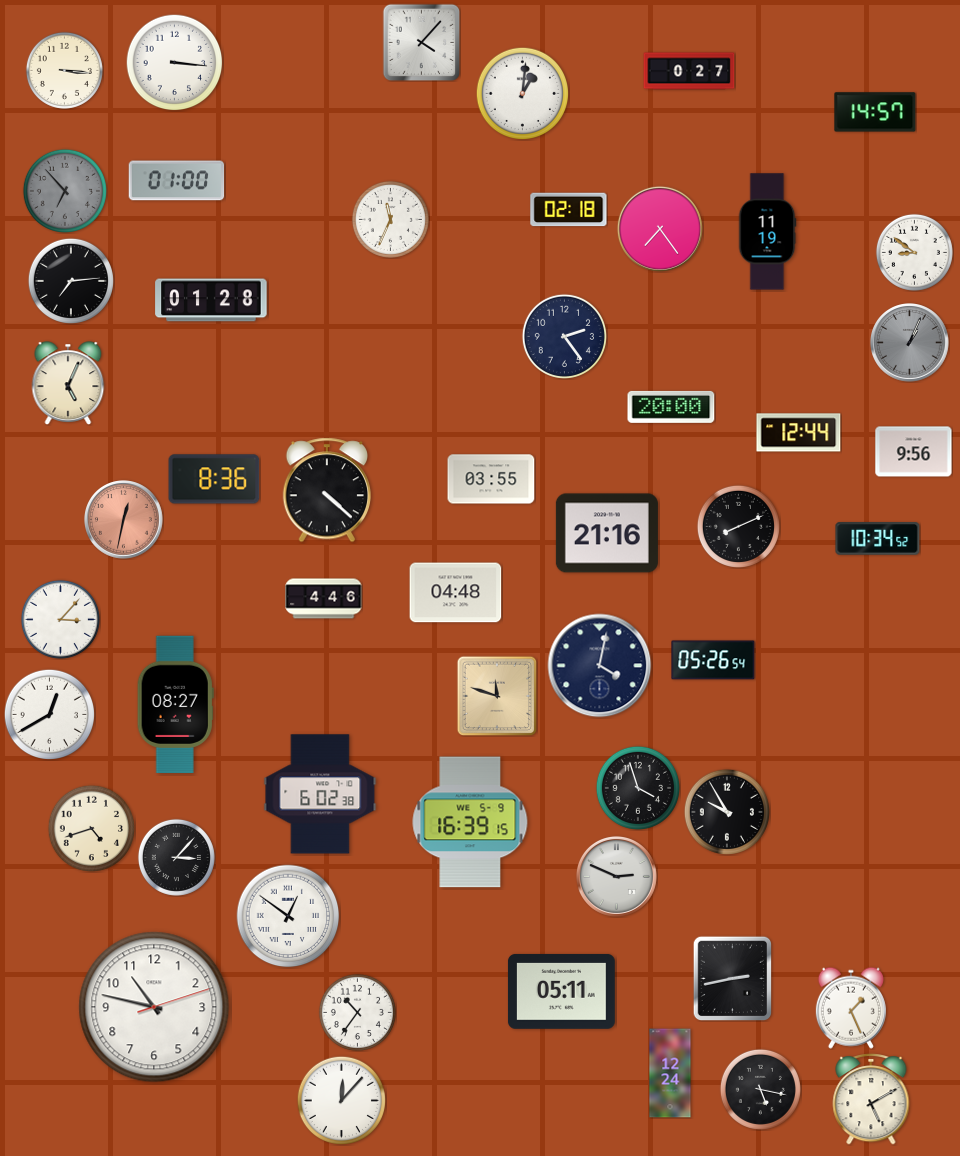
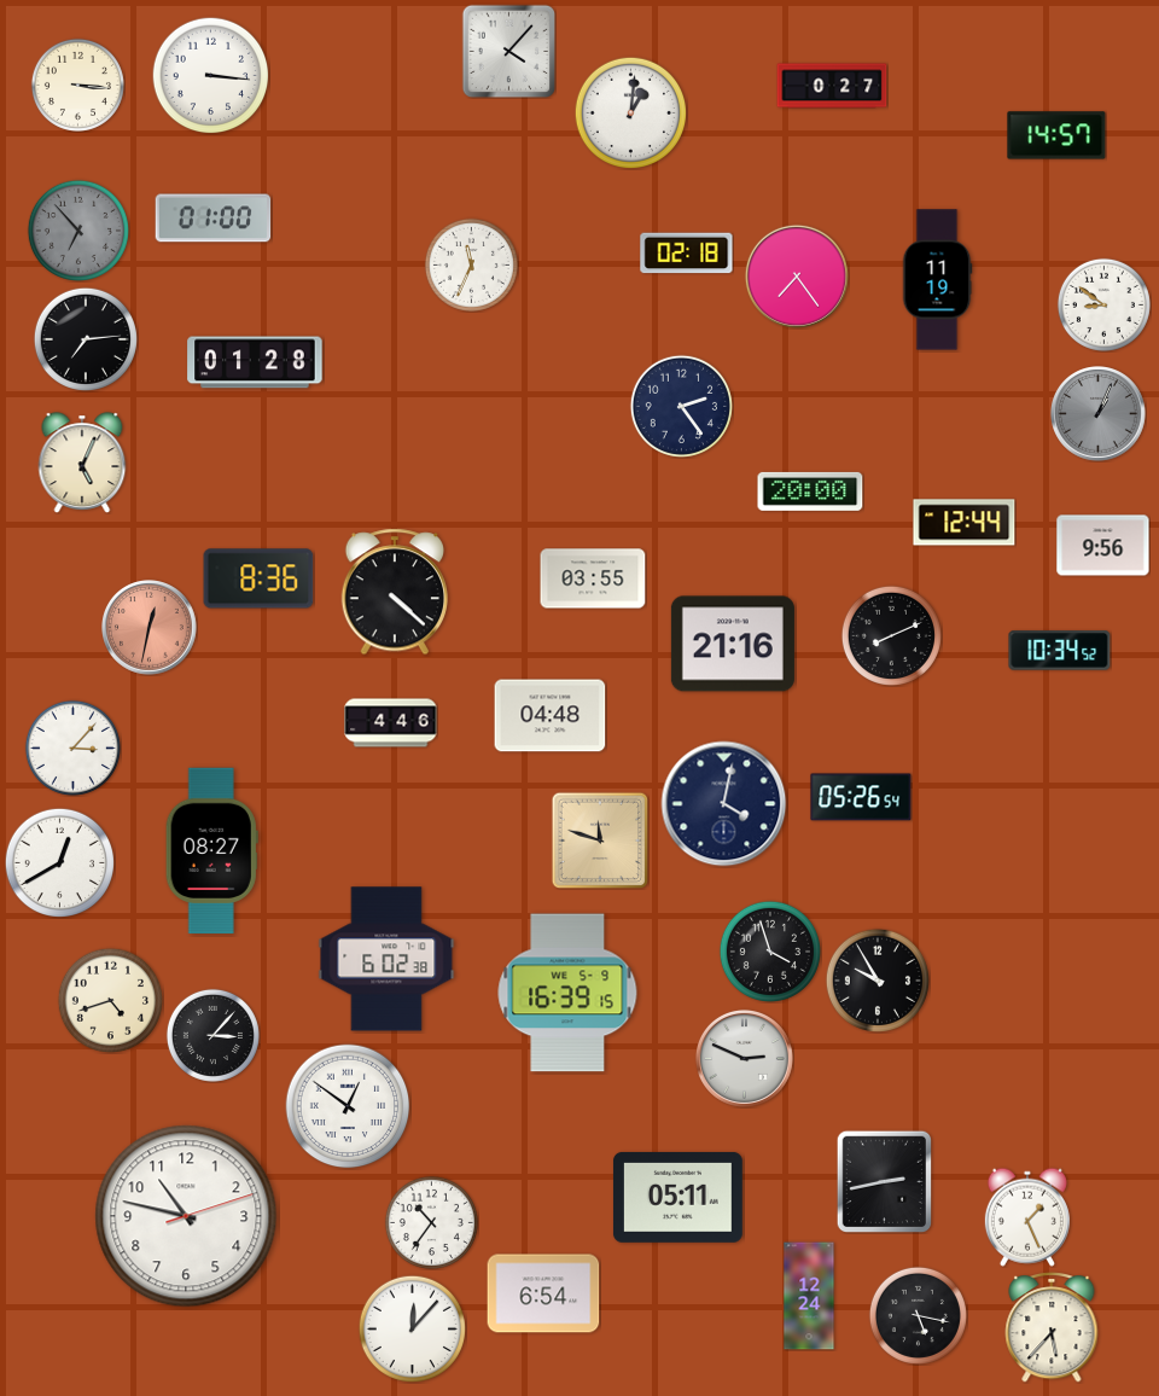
clock at (767, 232) position: (767, 232) -> (937, 280)
clock at (543, 1293): none -> 6:54
clock at (871, 1099): 5:10 -> 5:37
